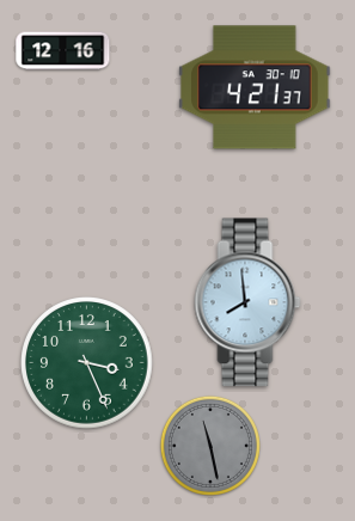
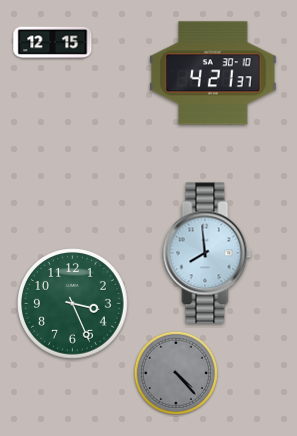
clock at (63, 51): 12:16 -> 12:15
clock at (210, 446): 11:28 -> 4:23
